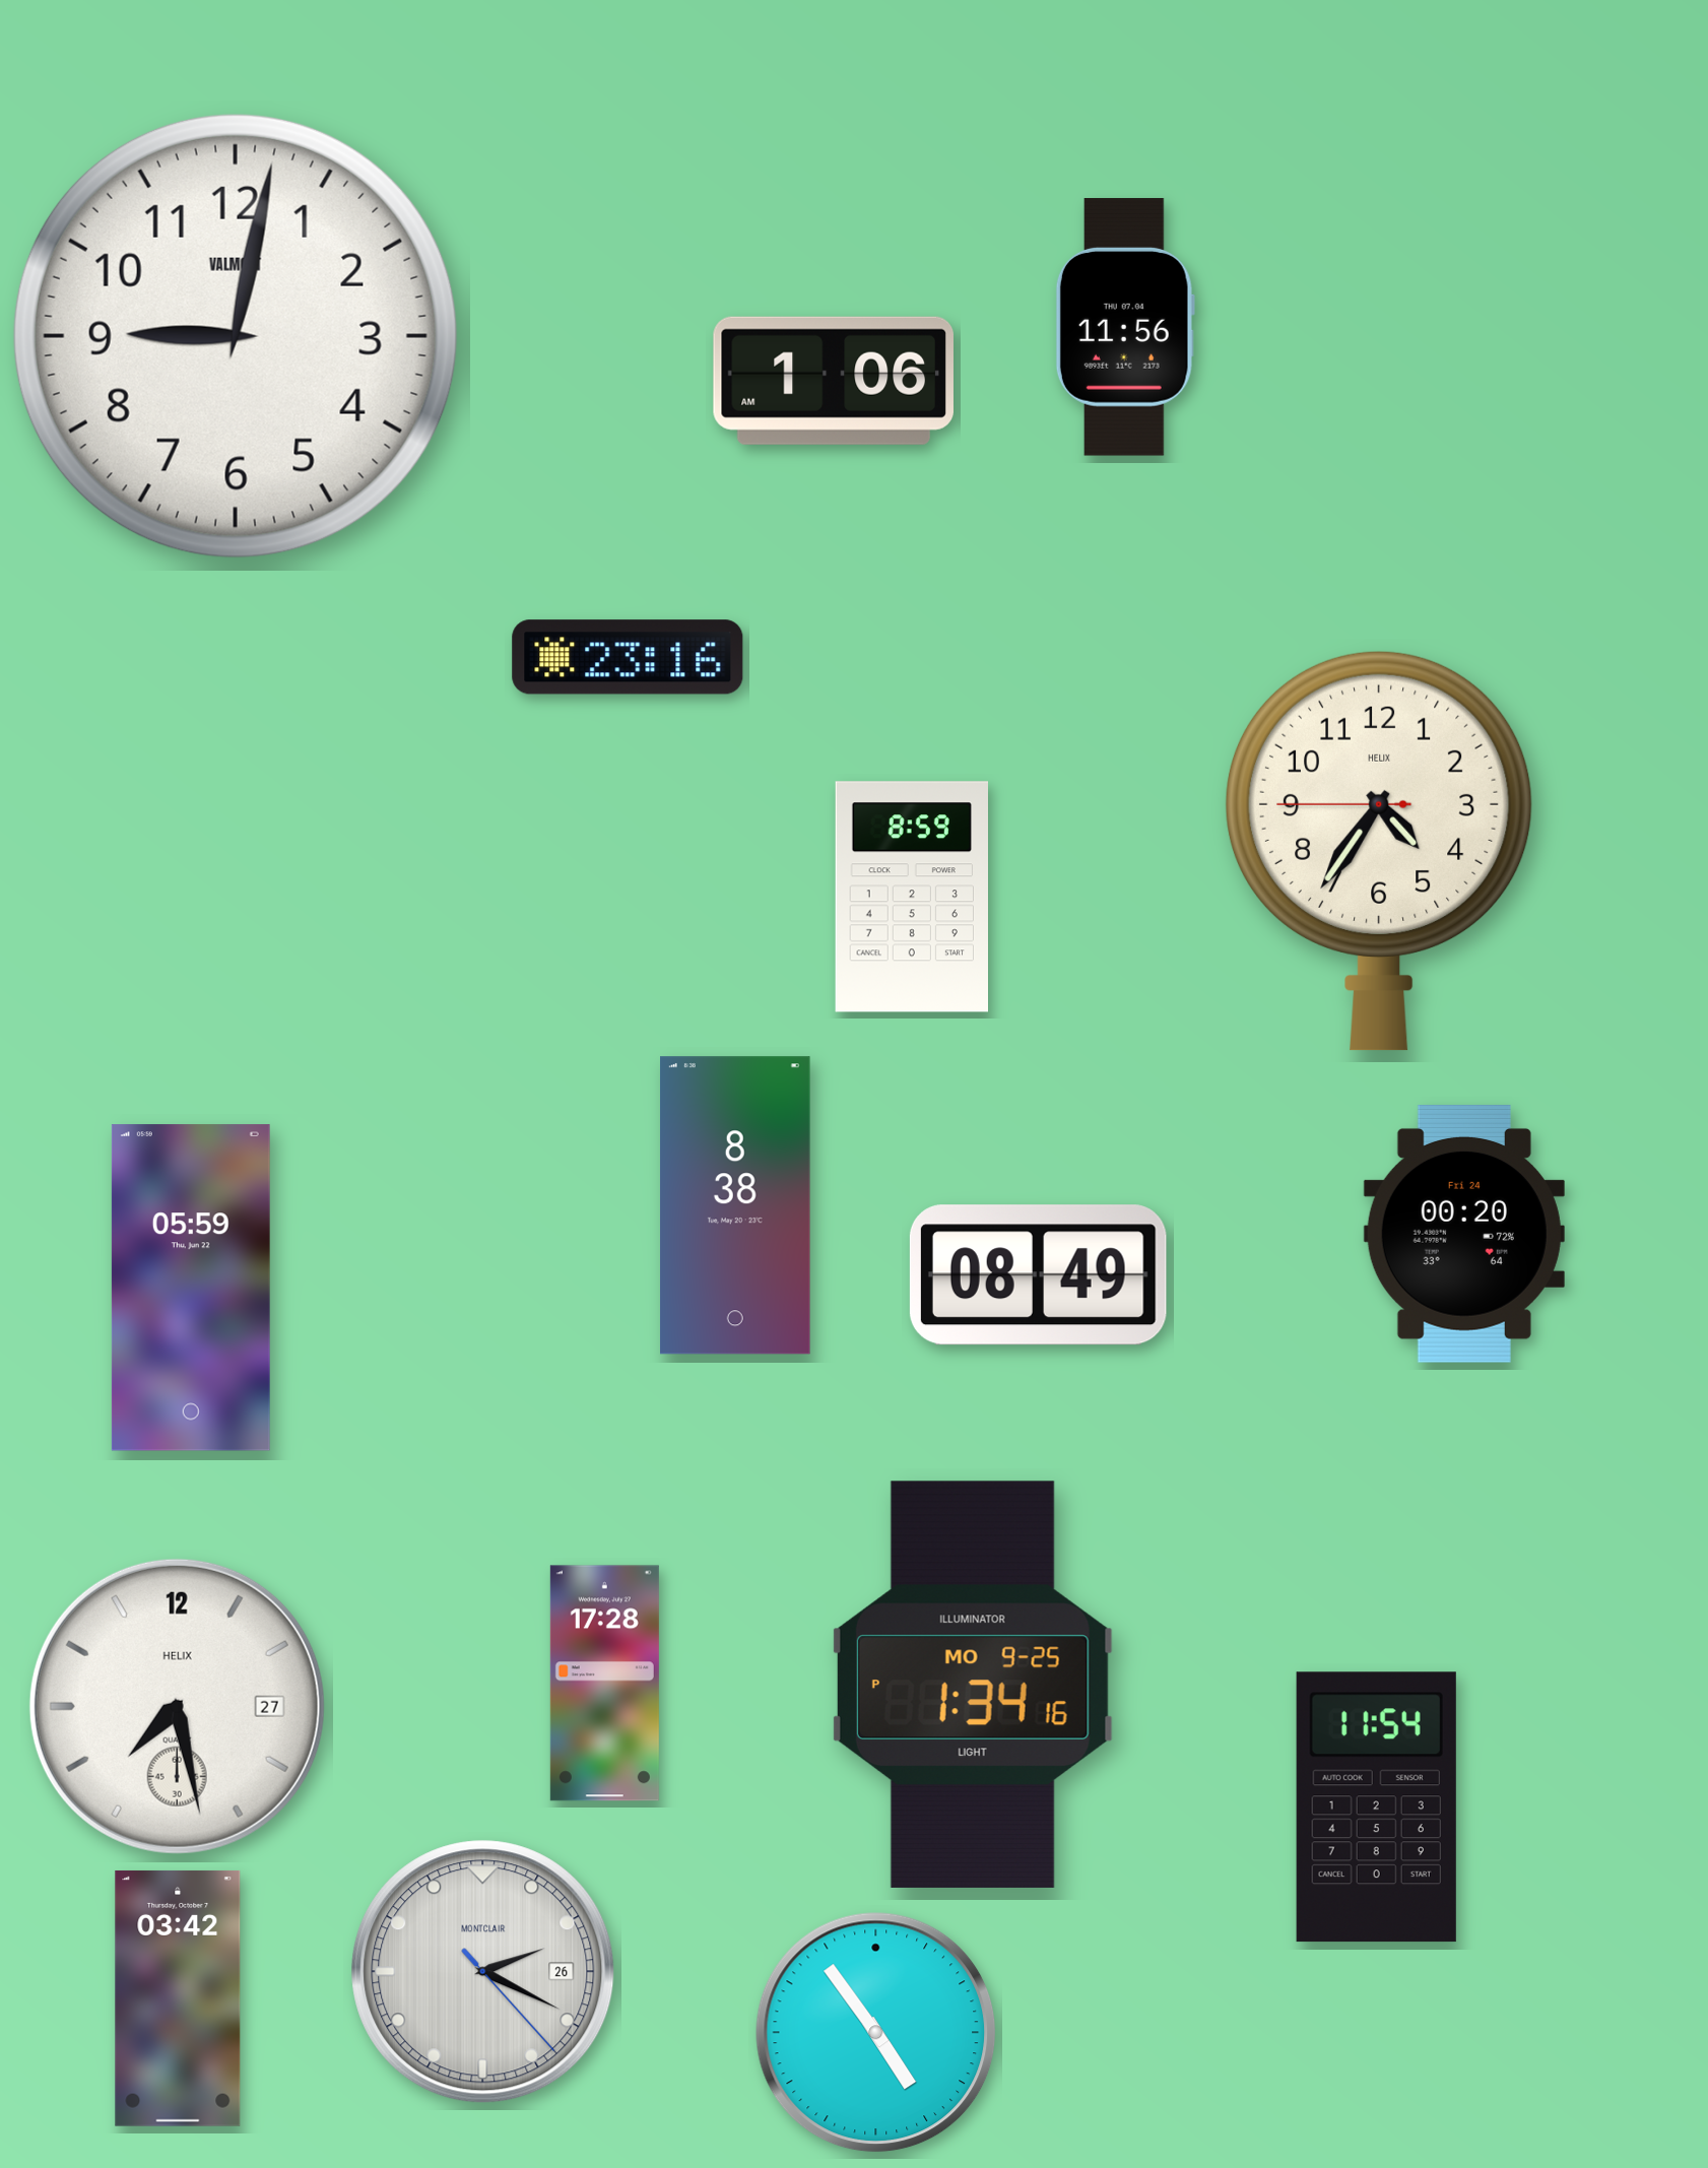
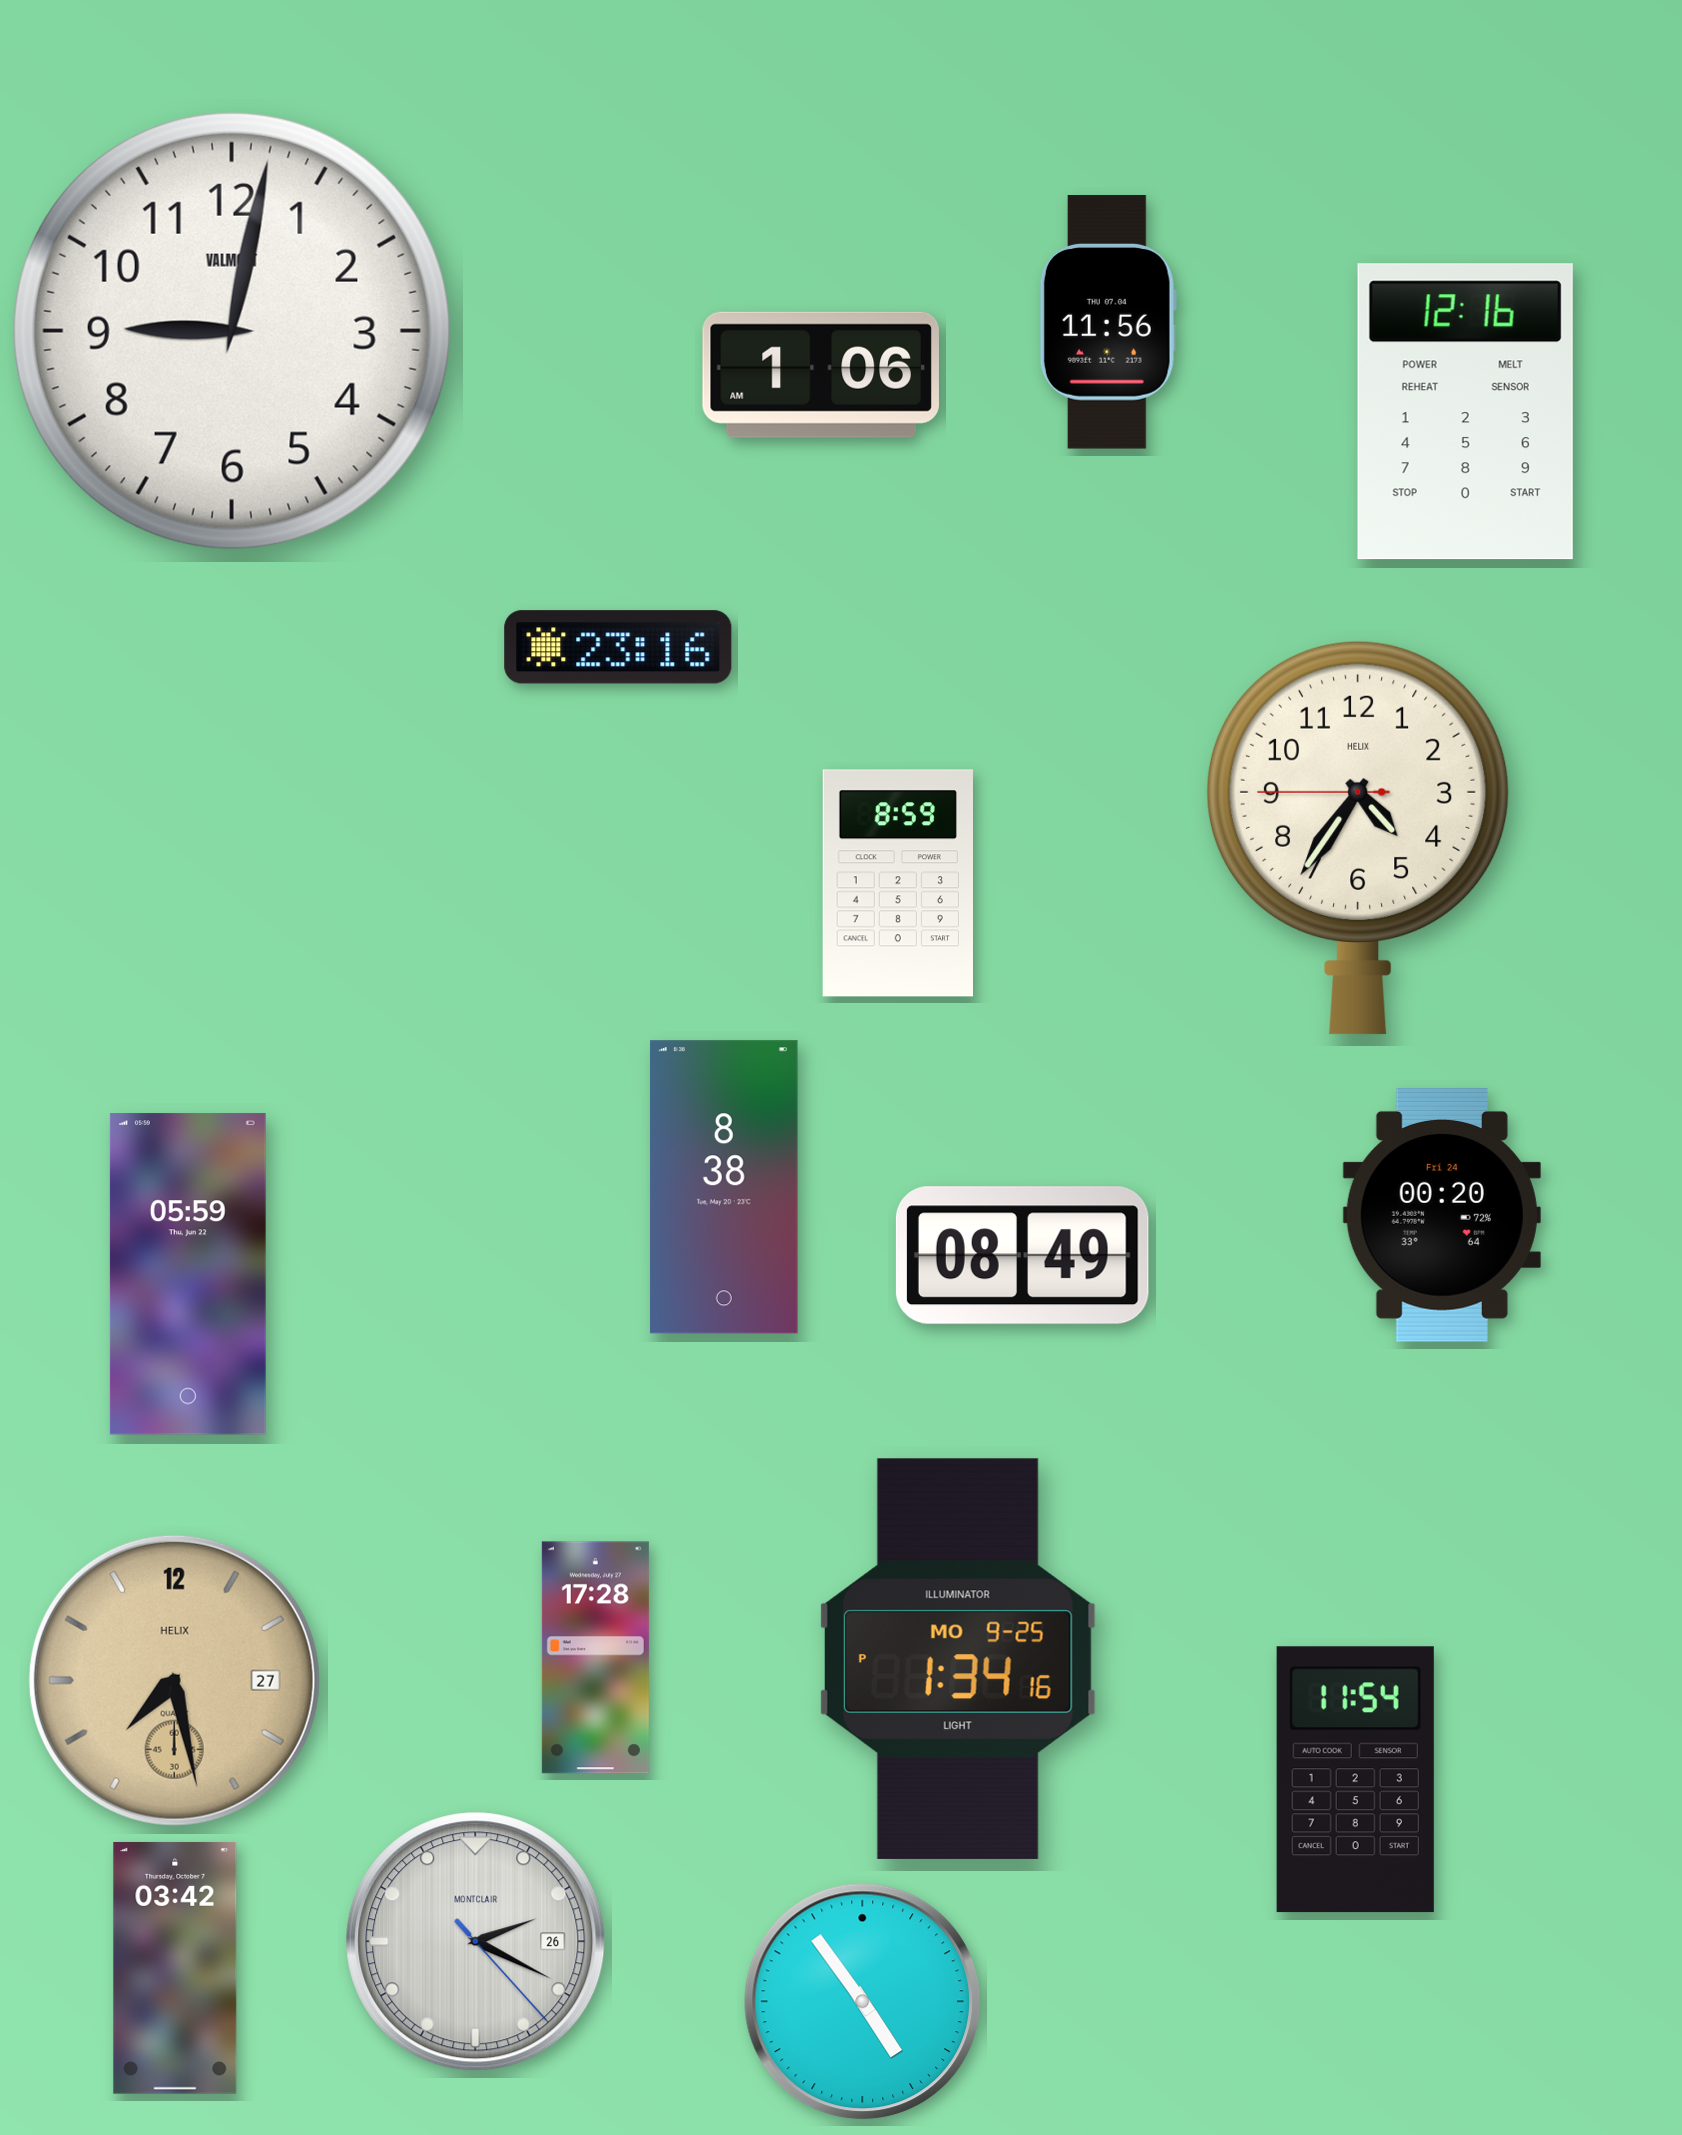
clock at (1465, 412): none -> 12:16
clock at (191, 1288) position: (191, 1288) -> (188, 1274)
clock at (177, 1706) dial: white -> champagne
